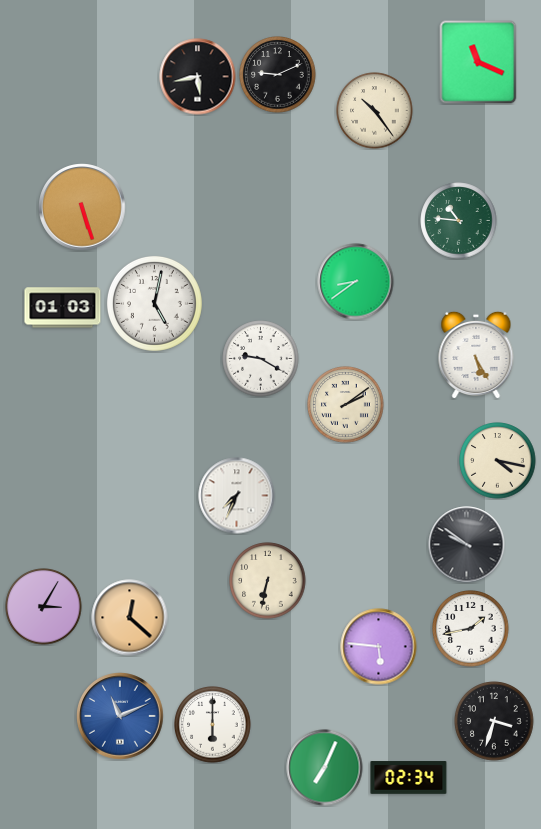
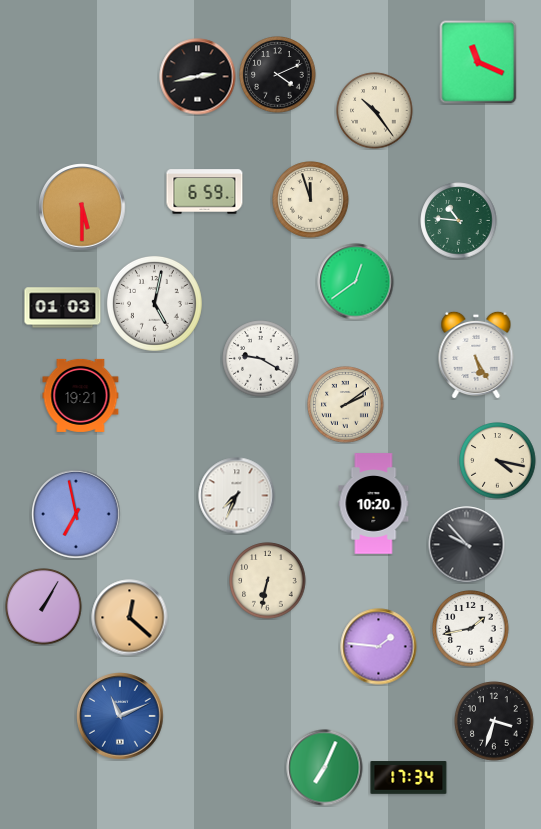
clock at (278, 75): 9:11 -> 4:11
clock at (198, 77): 5:43 -> 2:43
clock at (205, 192): none -> 6:59
clock at (311, 200): none -> 11:57
clock at (82, 207): 5:27 -> 5:30
clock at (356, 282): 8:39 -> 12:39
clock at (81, 395): none -> 19:21
clock at (374, 504): none -> 10:20
clock at (77, 515): none -> 6:58
clock at (467, 545): 9:51 -> 9:53
clock at (44, 607): 3:05 -> 1:05
clock at (379, 647): 5:46 -> 1:46
clock at (213, 725): 6:00 -> none
clock at (409, 778): 02:34 -> 17:34
